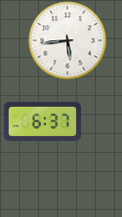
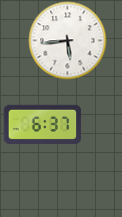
clock at (42, 121) position: (42, 121) -> (42, 124)
